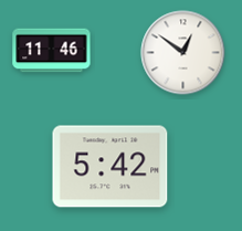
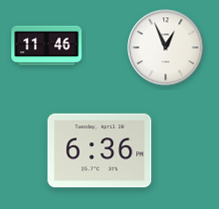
clock at (183, 53): 12:51 -> 12:56
clock at (111, 167): 5:42 -> 6:36
